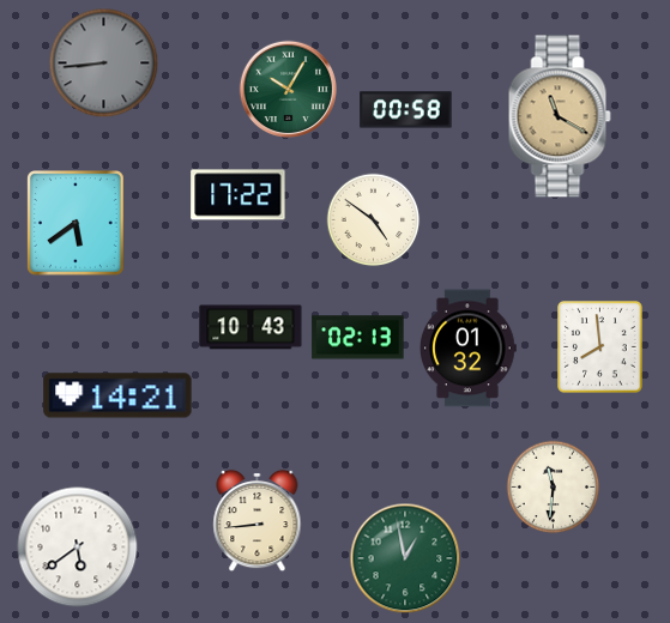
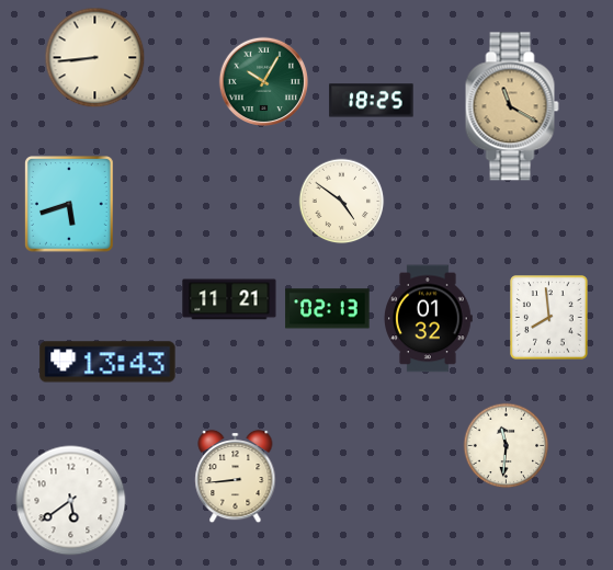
clock at (103, 62) dial: grey -> cream
clock at (406, 110): 00:58 -> 18:25
clock at (239, 195): 17:22 -> none
clock at (77, 224): 5:39 -> 5:42
clock at (251, 327): 10:43 -> 11:21
clock at (117, 395): 14:21 -> 13:43
clock at (405, 558): 12:58 -> none
